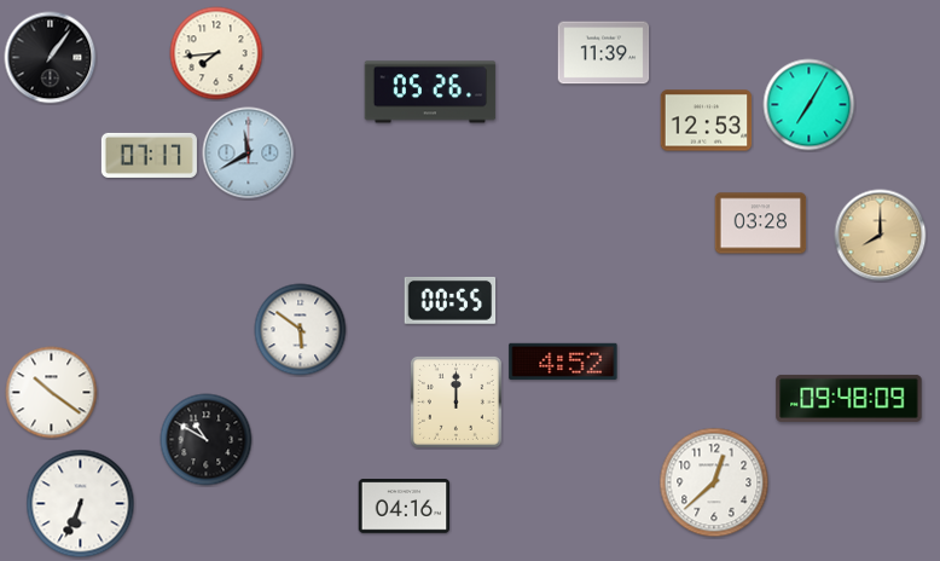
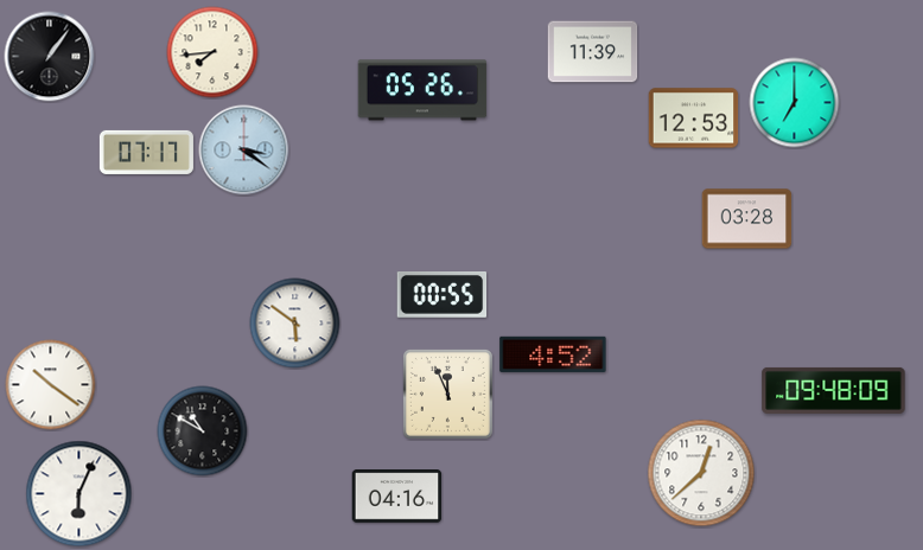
clock at (810, 105): 7:05 -> 7:00
clock at (249, 154): 11:40 -> 3:21
clock at (881, 236): 8:00 -> none
clock at (456, 401): 12:00 -> 11:56
clock at (81, 504): 6:34 -> 6:04
